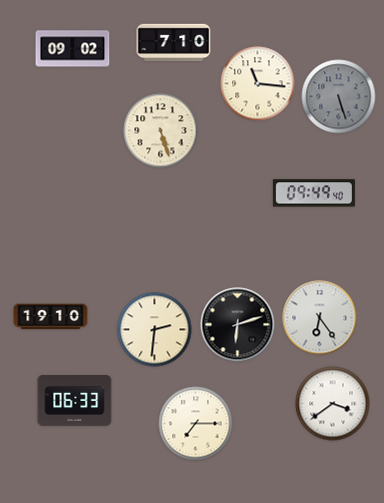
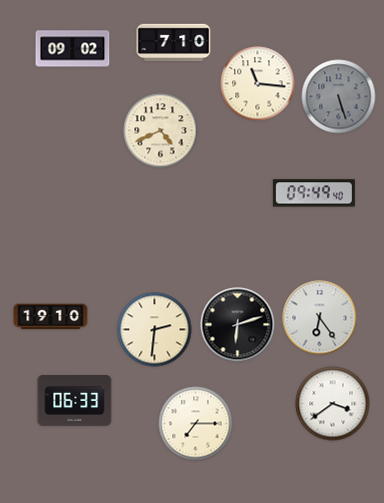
clock at (161, 131): 5:27 -> 4:41
